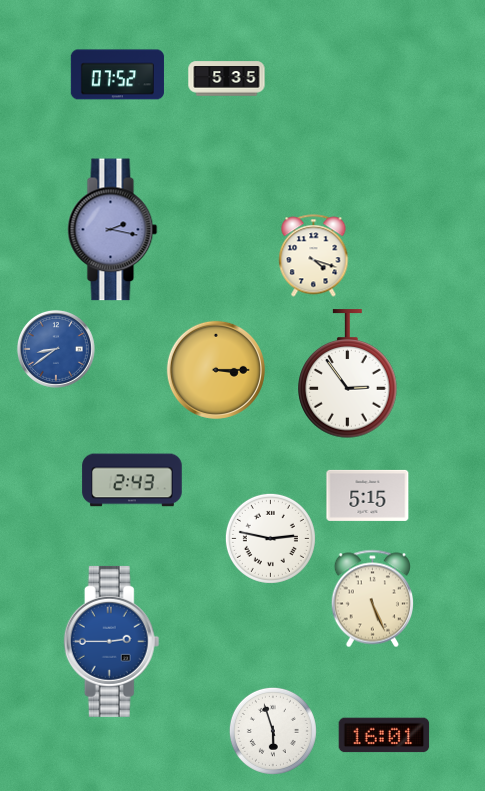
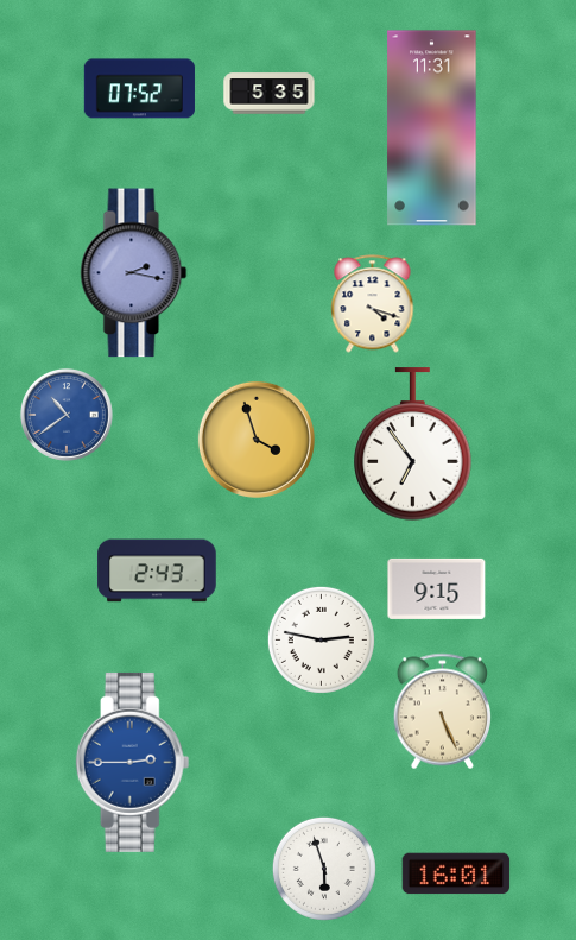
clock at (432, 128): none -> 11:31
clock at (56, 349): 8:39 -> 10:39
clock at (216, 370): 3:15 -> 3:57
clock at (348, 374): 2:54 -> 6:54
clock at (368, 495): 5:15 -> 9:15
